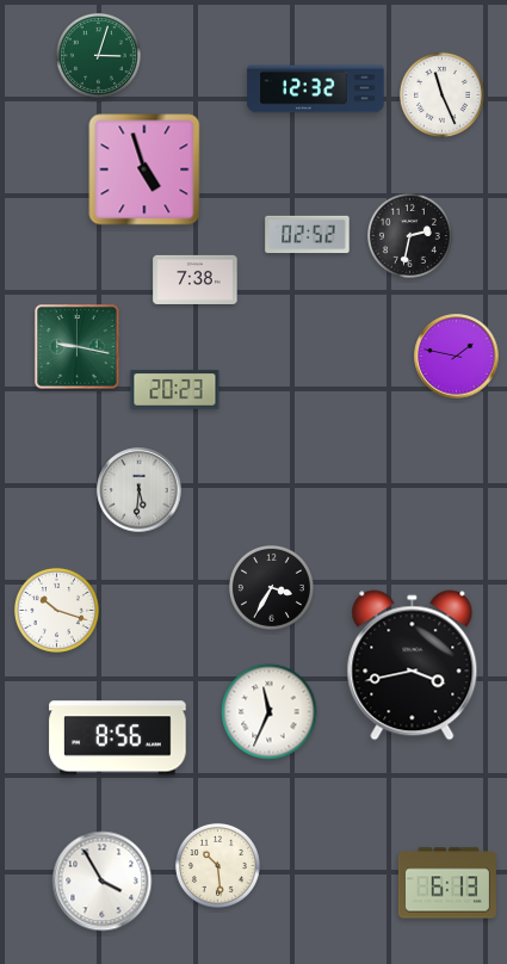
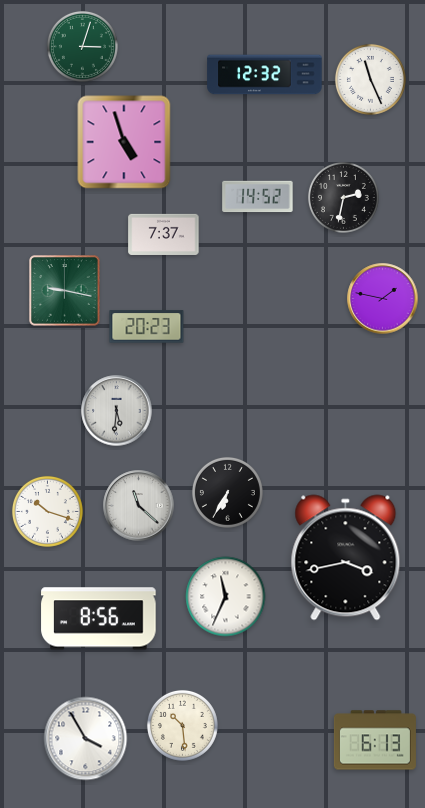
clock at (144, 169) position: (144, 169) -> (124, 142)
clock at (308, 235): 02:52 -> 14:52
clock at (196, 279): 7:38 -> 7:37
clock at (271, 587): 3:35 -> 6:35
clock at (139, 506): none -> 11:22
